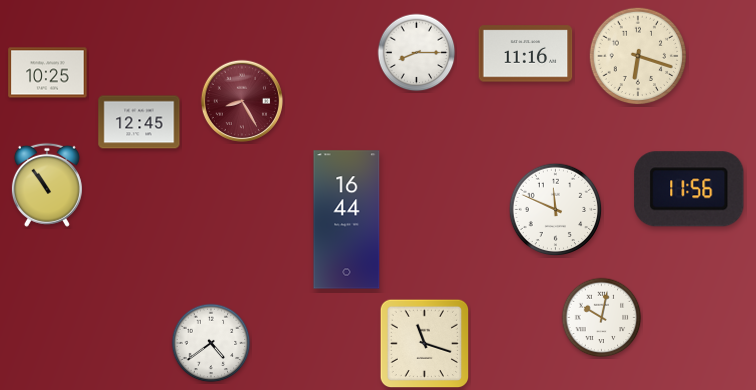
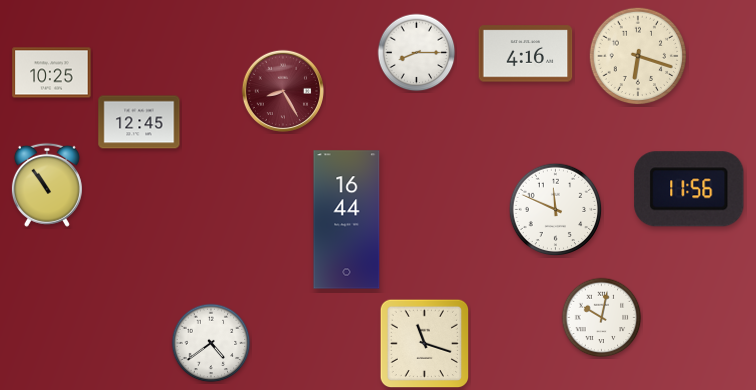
clock at (526, 54): 11:16 -> 4:16
clock at (48, 73) position: (48, 73) -> (52, 73)
clock at (242, 101) position: (242, 101) -> (283, 91)
